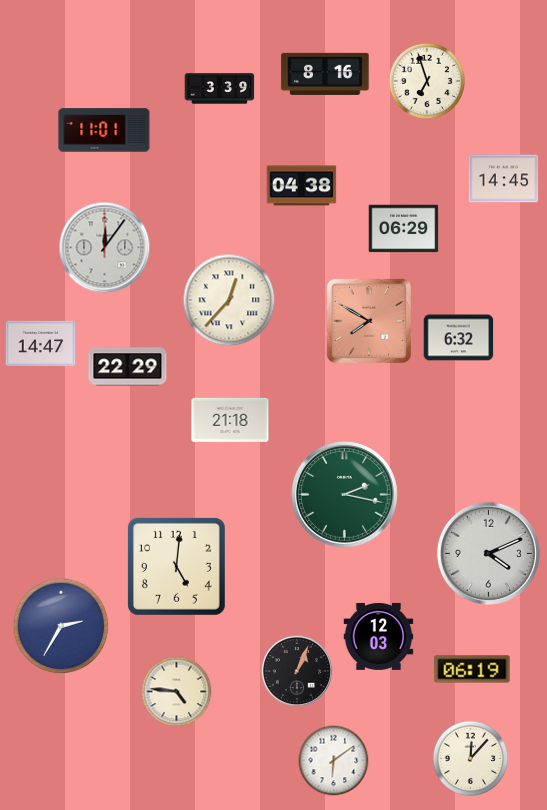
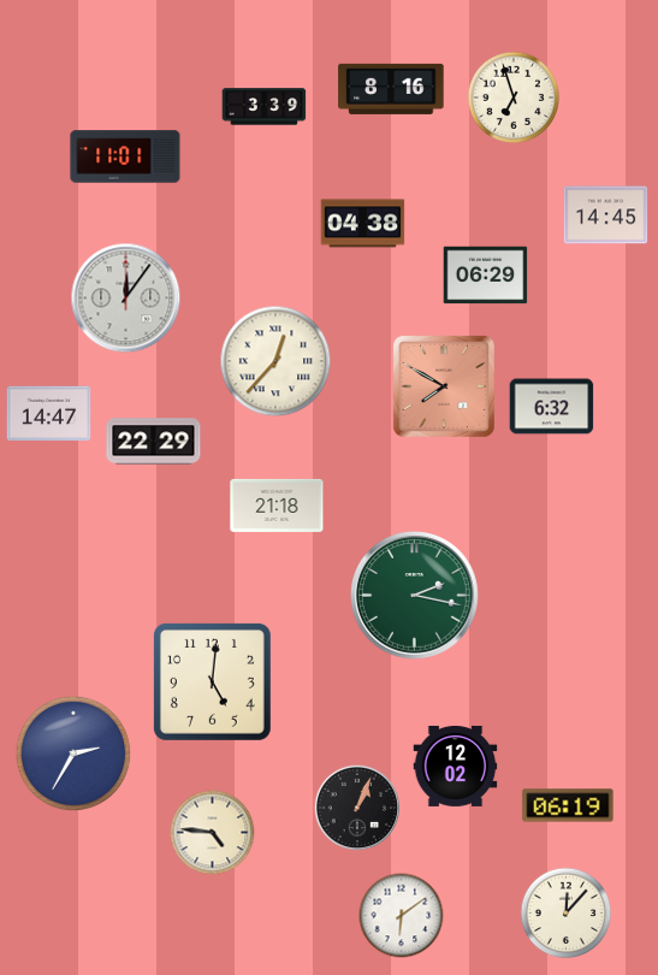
clock at (488, 553): 4:11 -> none
clock at (379, 636): 12:03 -> 12:02
